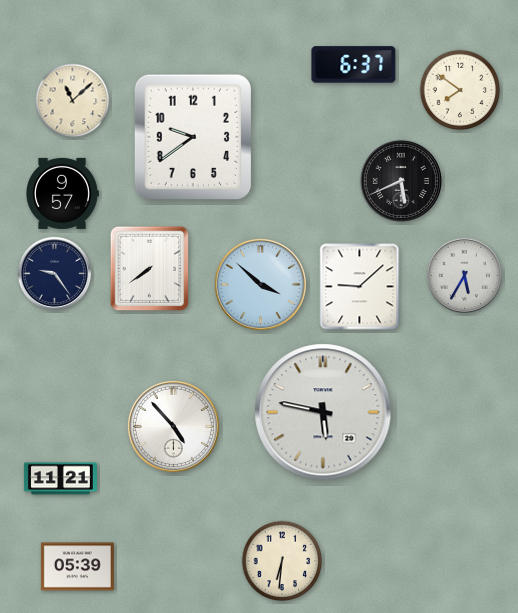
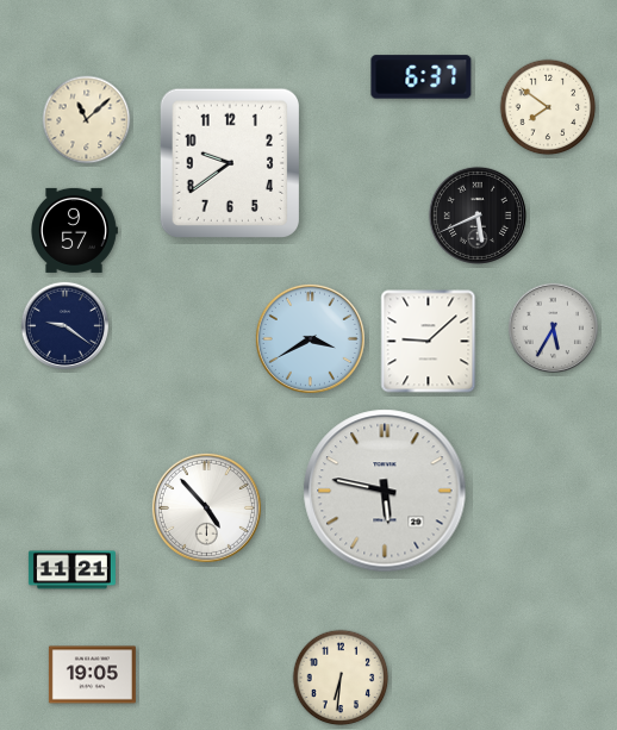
clock at (150, 269): 7:39 -> none
clock at (54, 273): 9:24 -> 9:21
clock at (260, 284): 3:52 -> 3:40
clock at (282, 561) position: (282, 561) -> (341, 678)
clock at (77, 567): 05:39 -> 19:05
